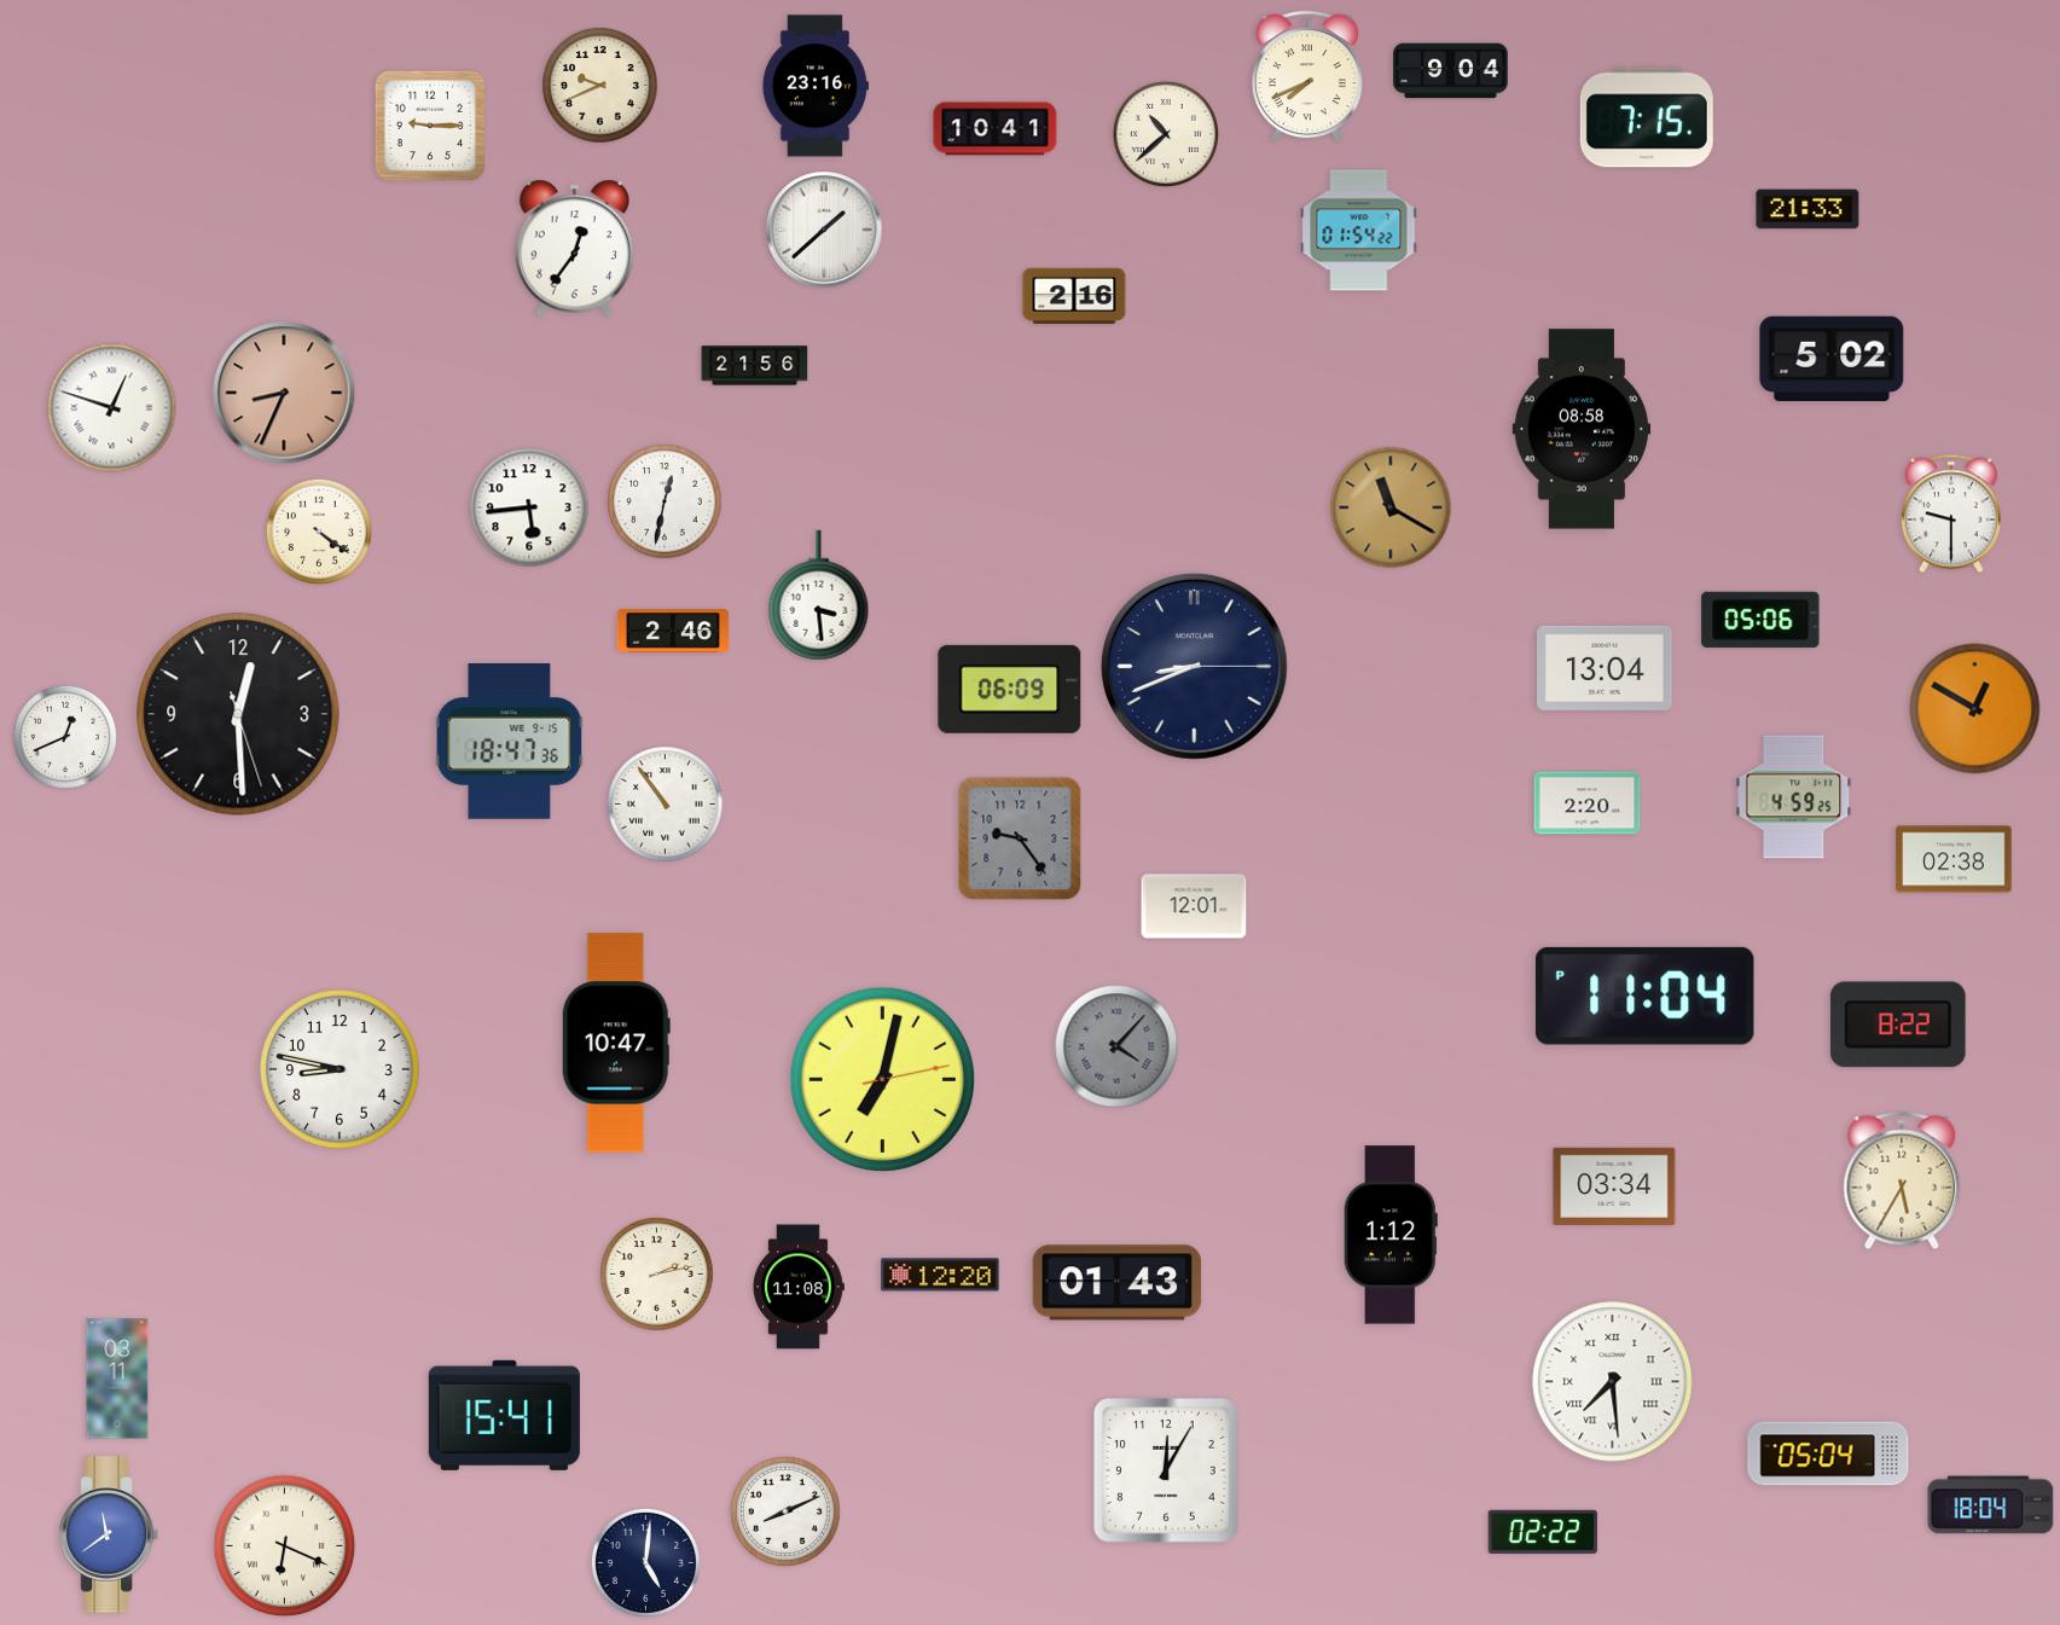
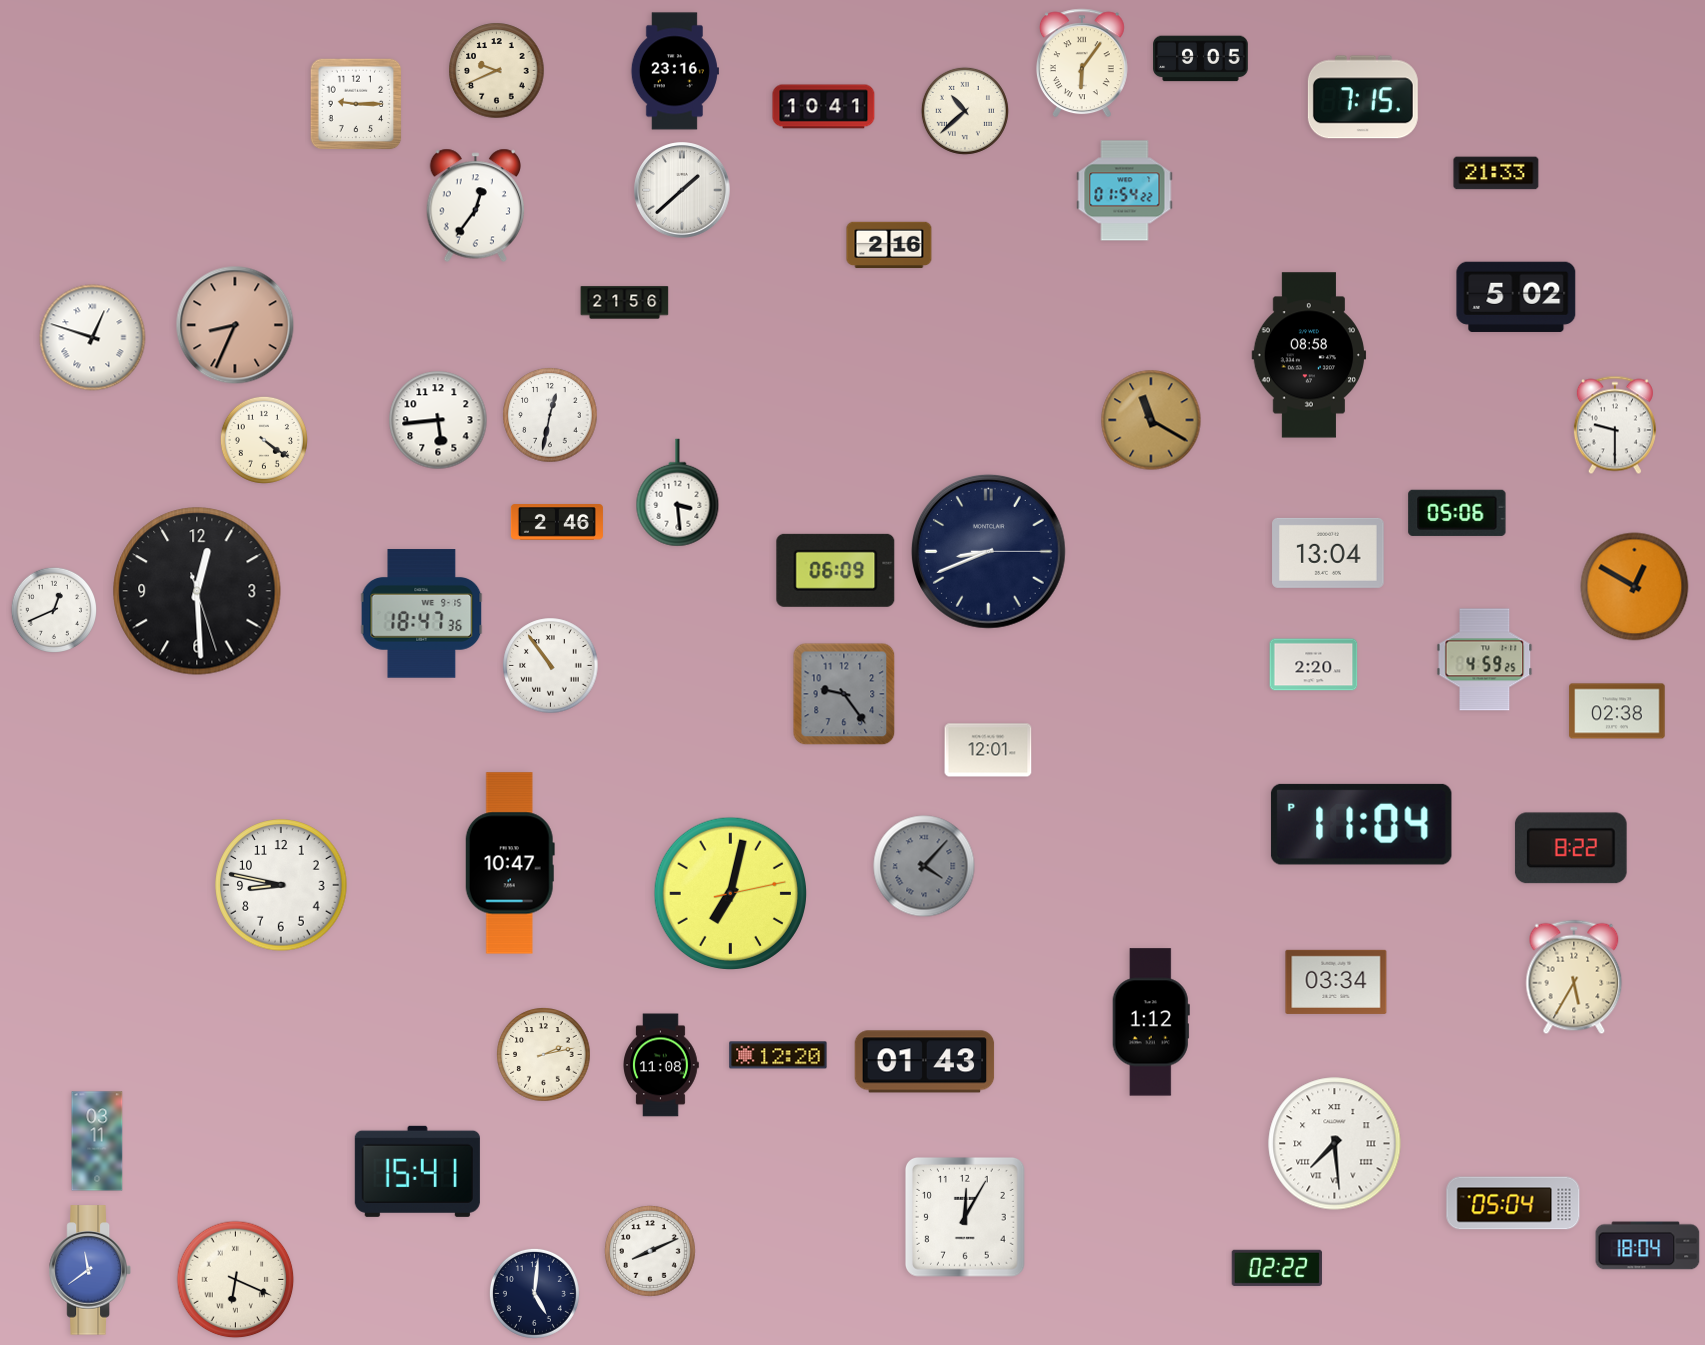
clock at (1451, 71): 9:04 -> 9:05
clock at (1307, 76): 7:41 -> 6:06
